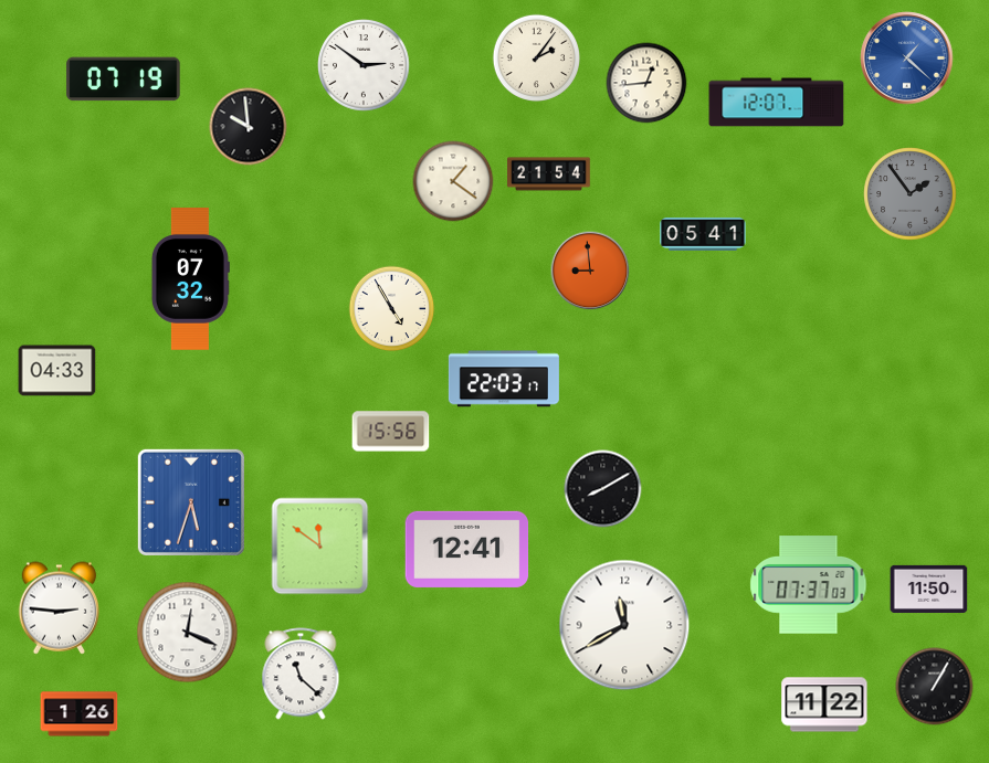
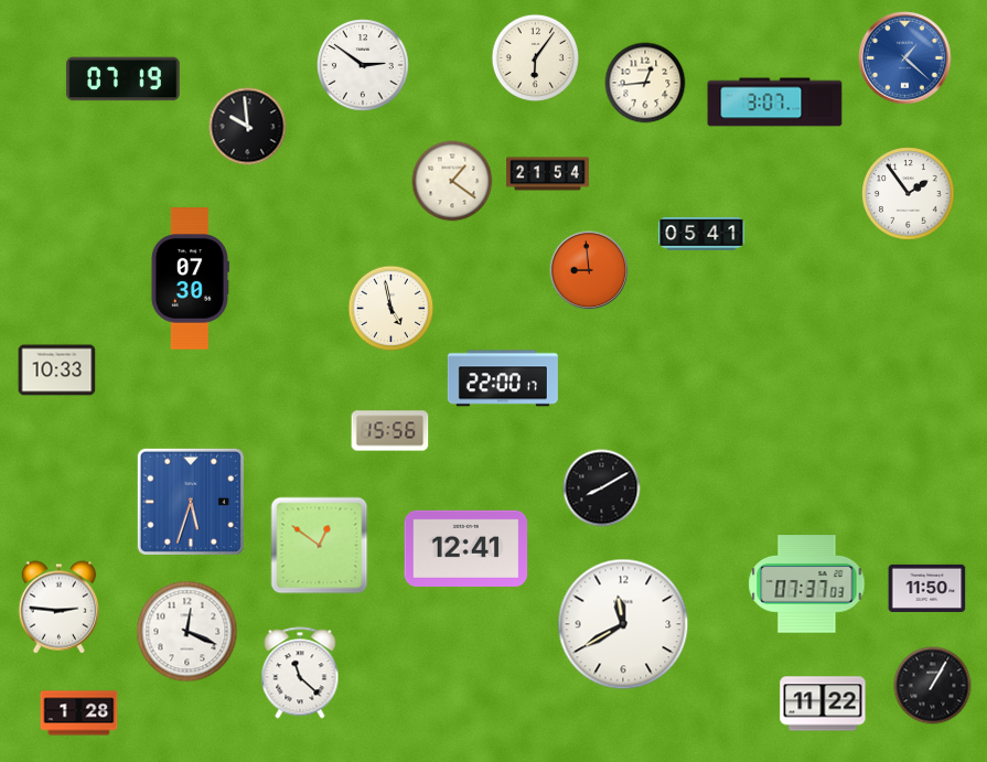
clock at (536, 57): 2:06 -> 6:06
clock at (777, 103): 12:07 -> 3:07
clock at (911, 194) dial: grey -> white
clock at (190, 279): 07:32 -> 07:30
clock at (392, 309): 4:55 -> 4:58
clock at (57, 371): 04:33 -> 10:33
clock at (504, 379): 22:03 -> 22:00
clock at (320, 547): 11:51 -> 12:51
clock at (80, 714): 1:26 -> 1:28
